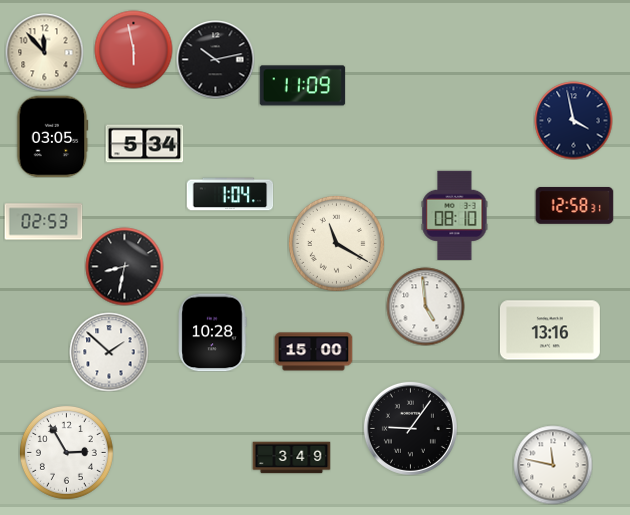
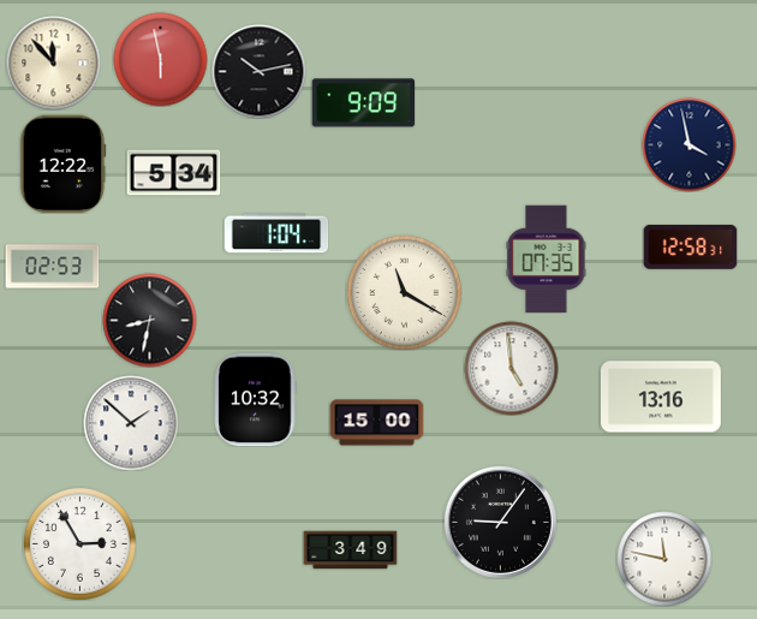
clock at (302, 86): 11:09 -> 9:09
clock at (52, 136): 03:05 -> 12:22
clock at (455, 215): 08:10 -> 07:35
clock at (212, 332): 10:28 -> 10:32
clock at (410, 428) position: (410, 428) -> (500, 522)
